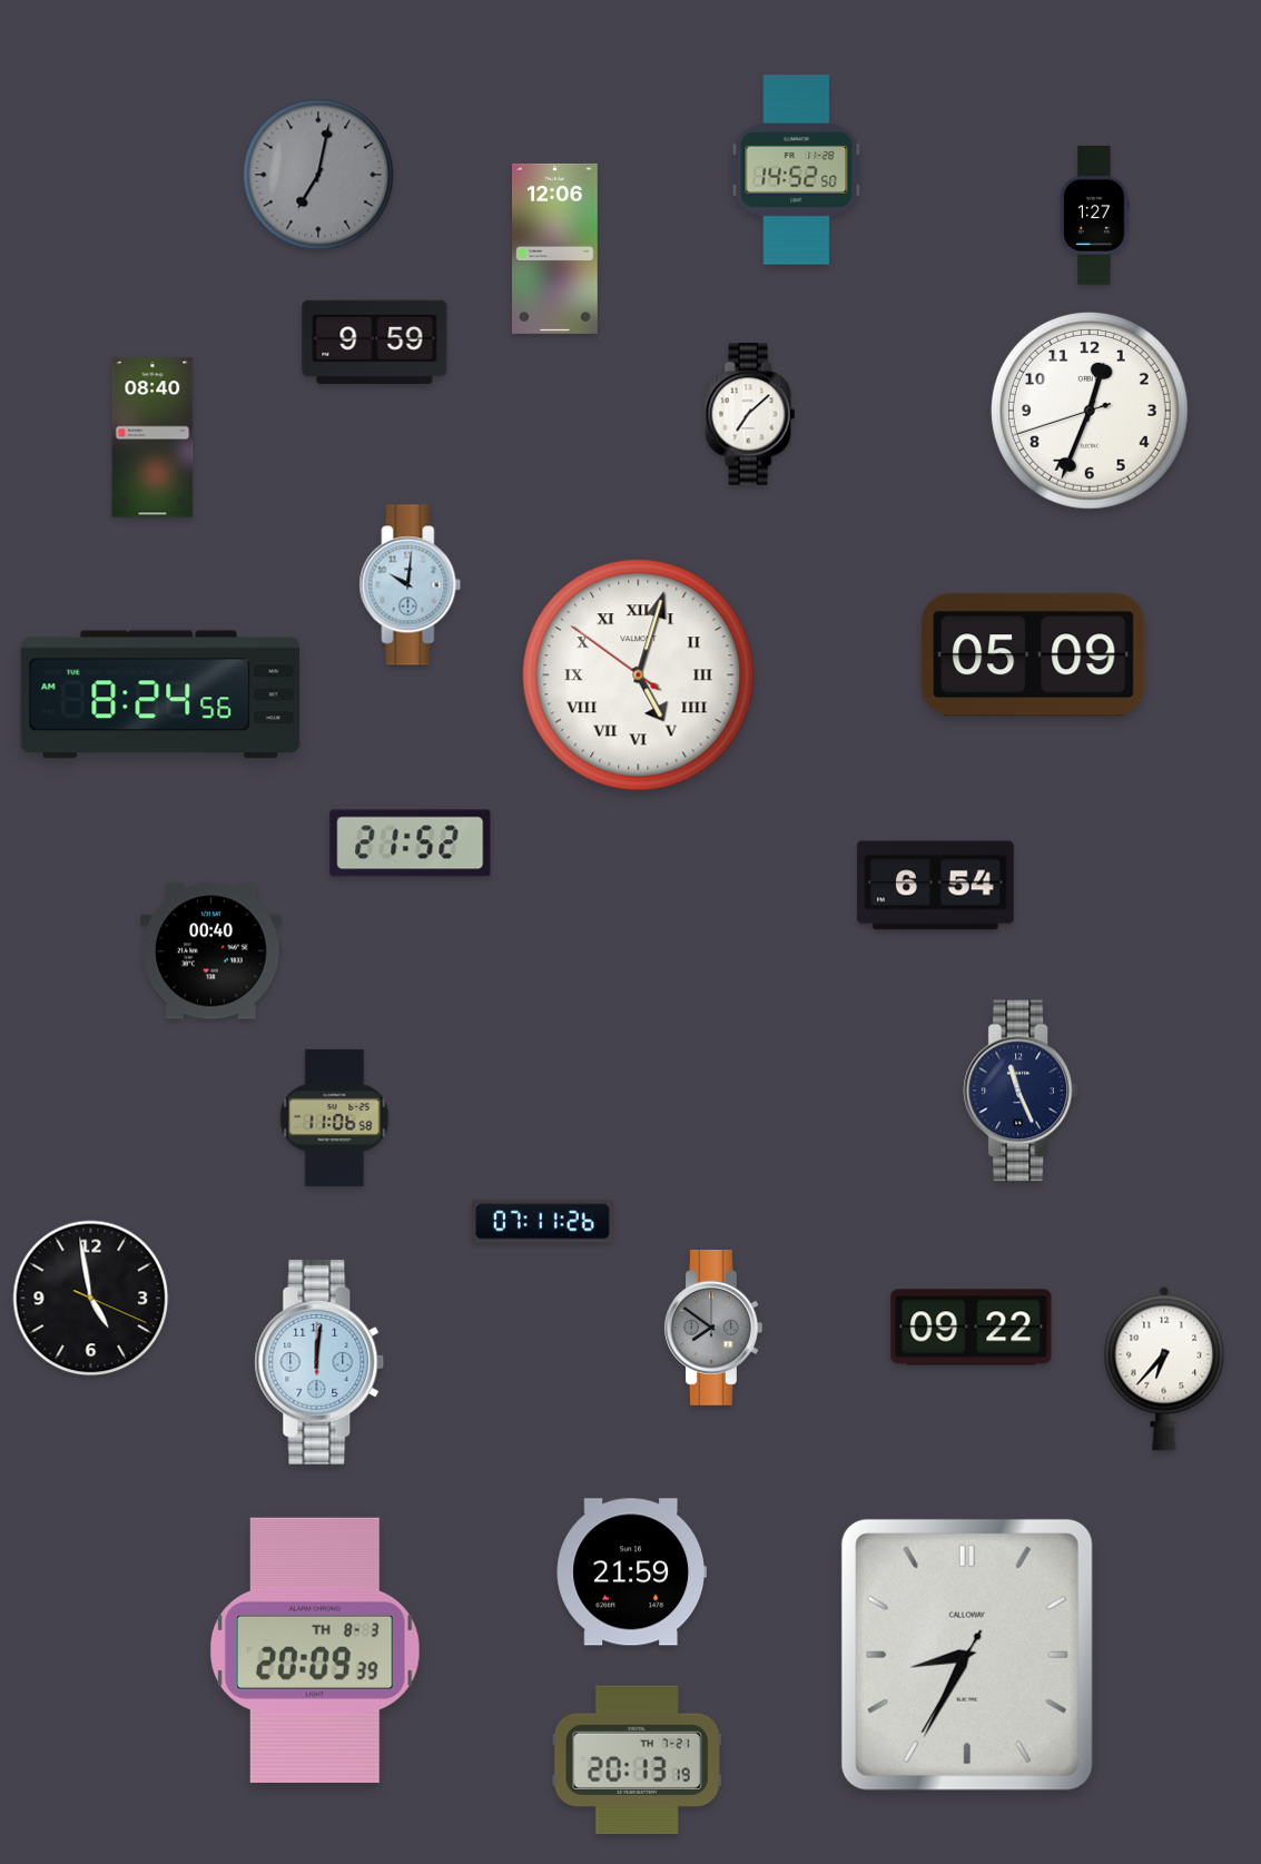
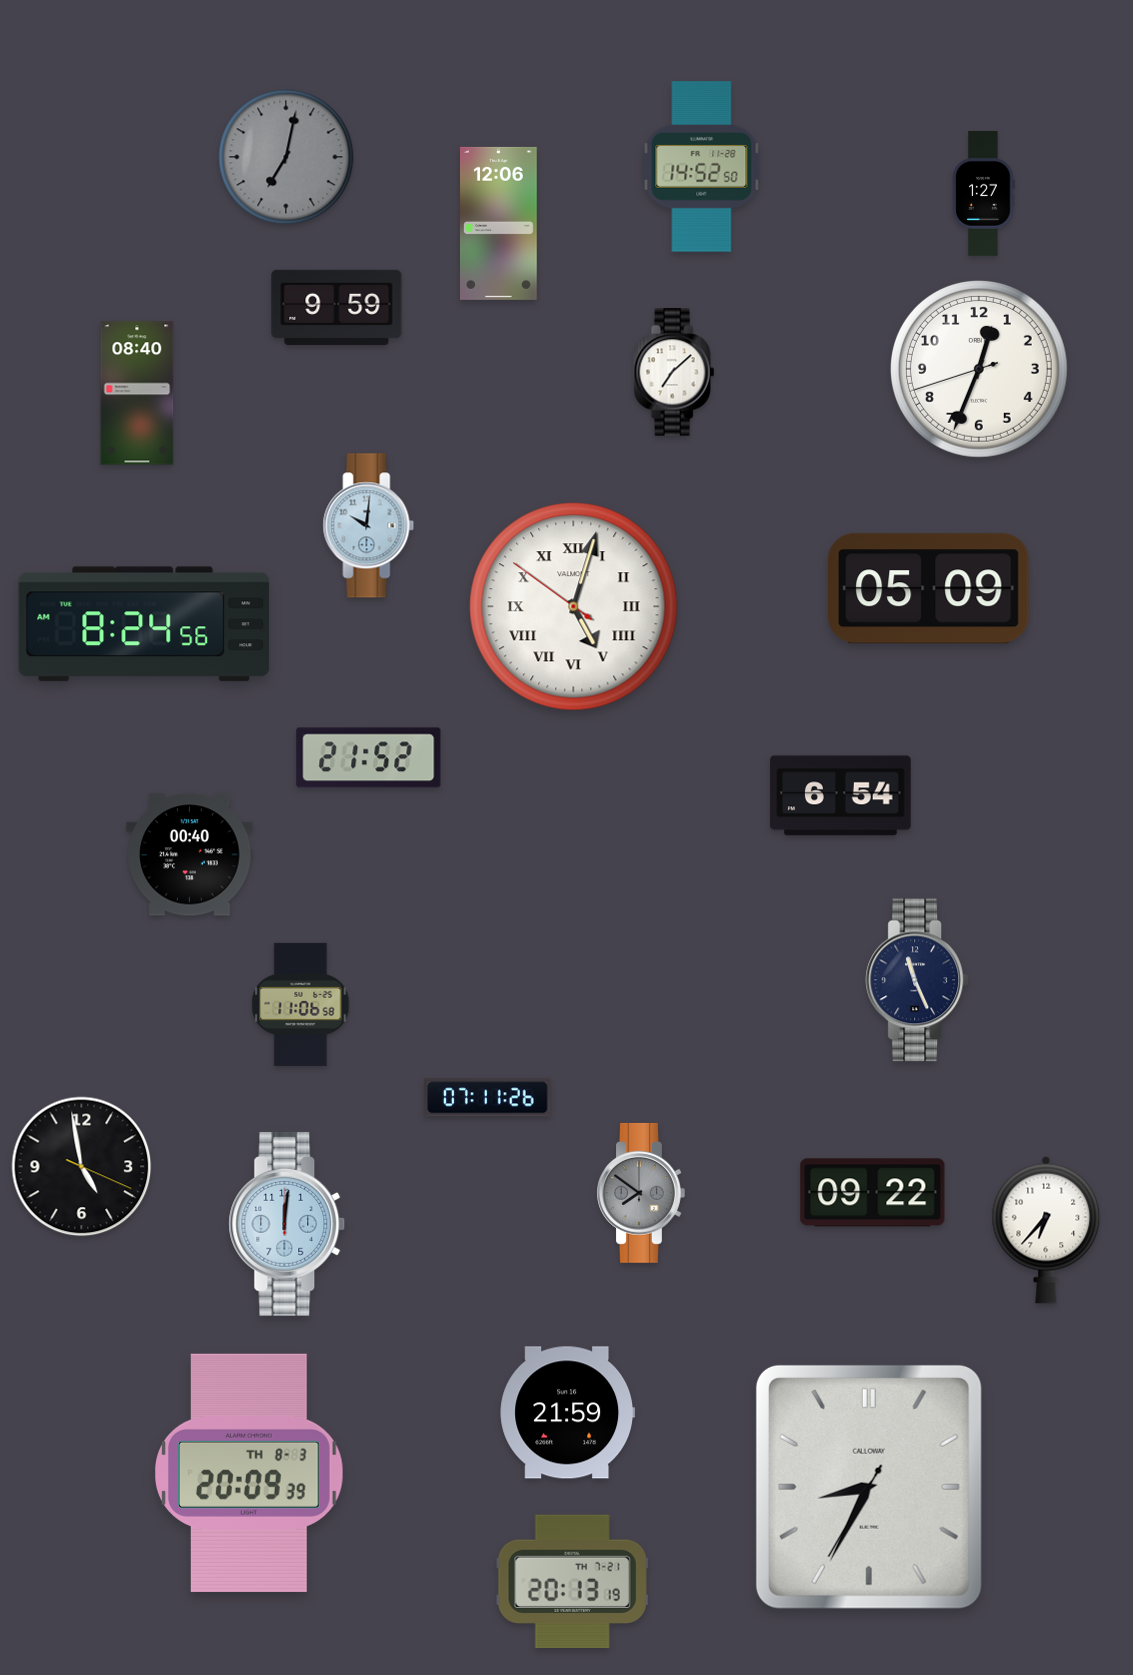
clock at (797, 170) position: (797, 170) -> (702, 167)
clock at (316, 1650) position: (316, 1650) -> (250, 1473)
